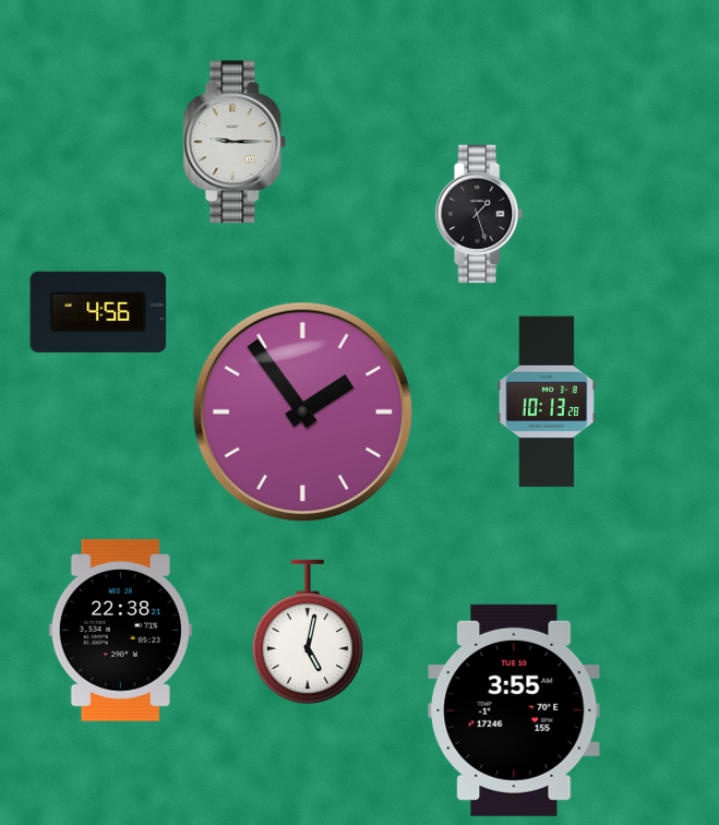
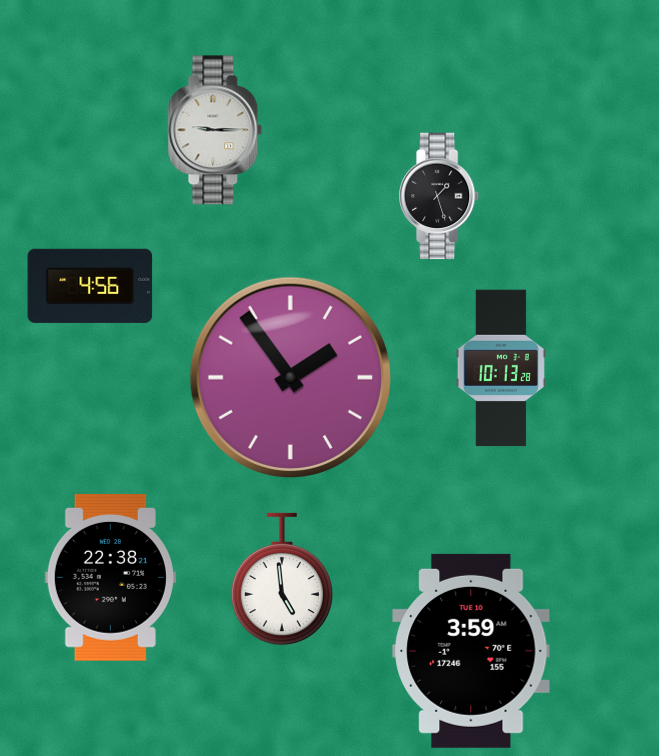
clock at (302, 411) position: (302, 411) -> (290, 377)
clock at (308, 632): 5:02 -> 4:59
clock at (514, 710): 3:55 -> 3:59
